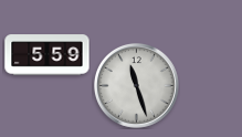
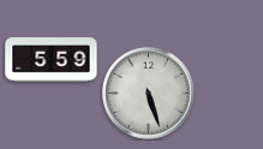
clock at (136, 85): 11:27 -> 5:27
